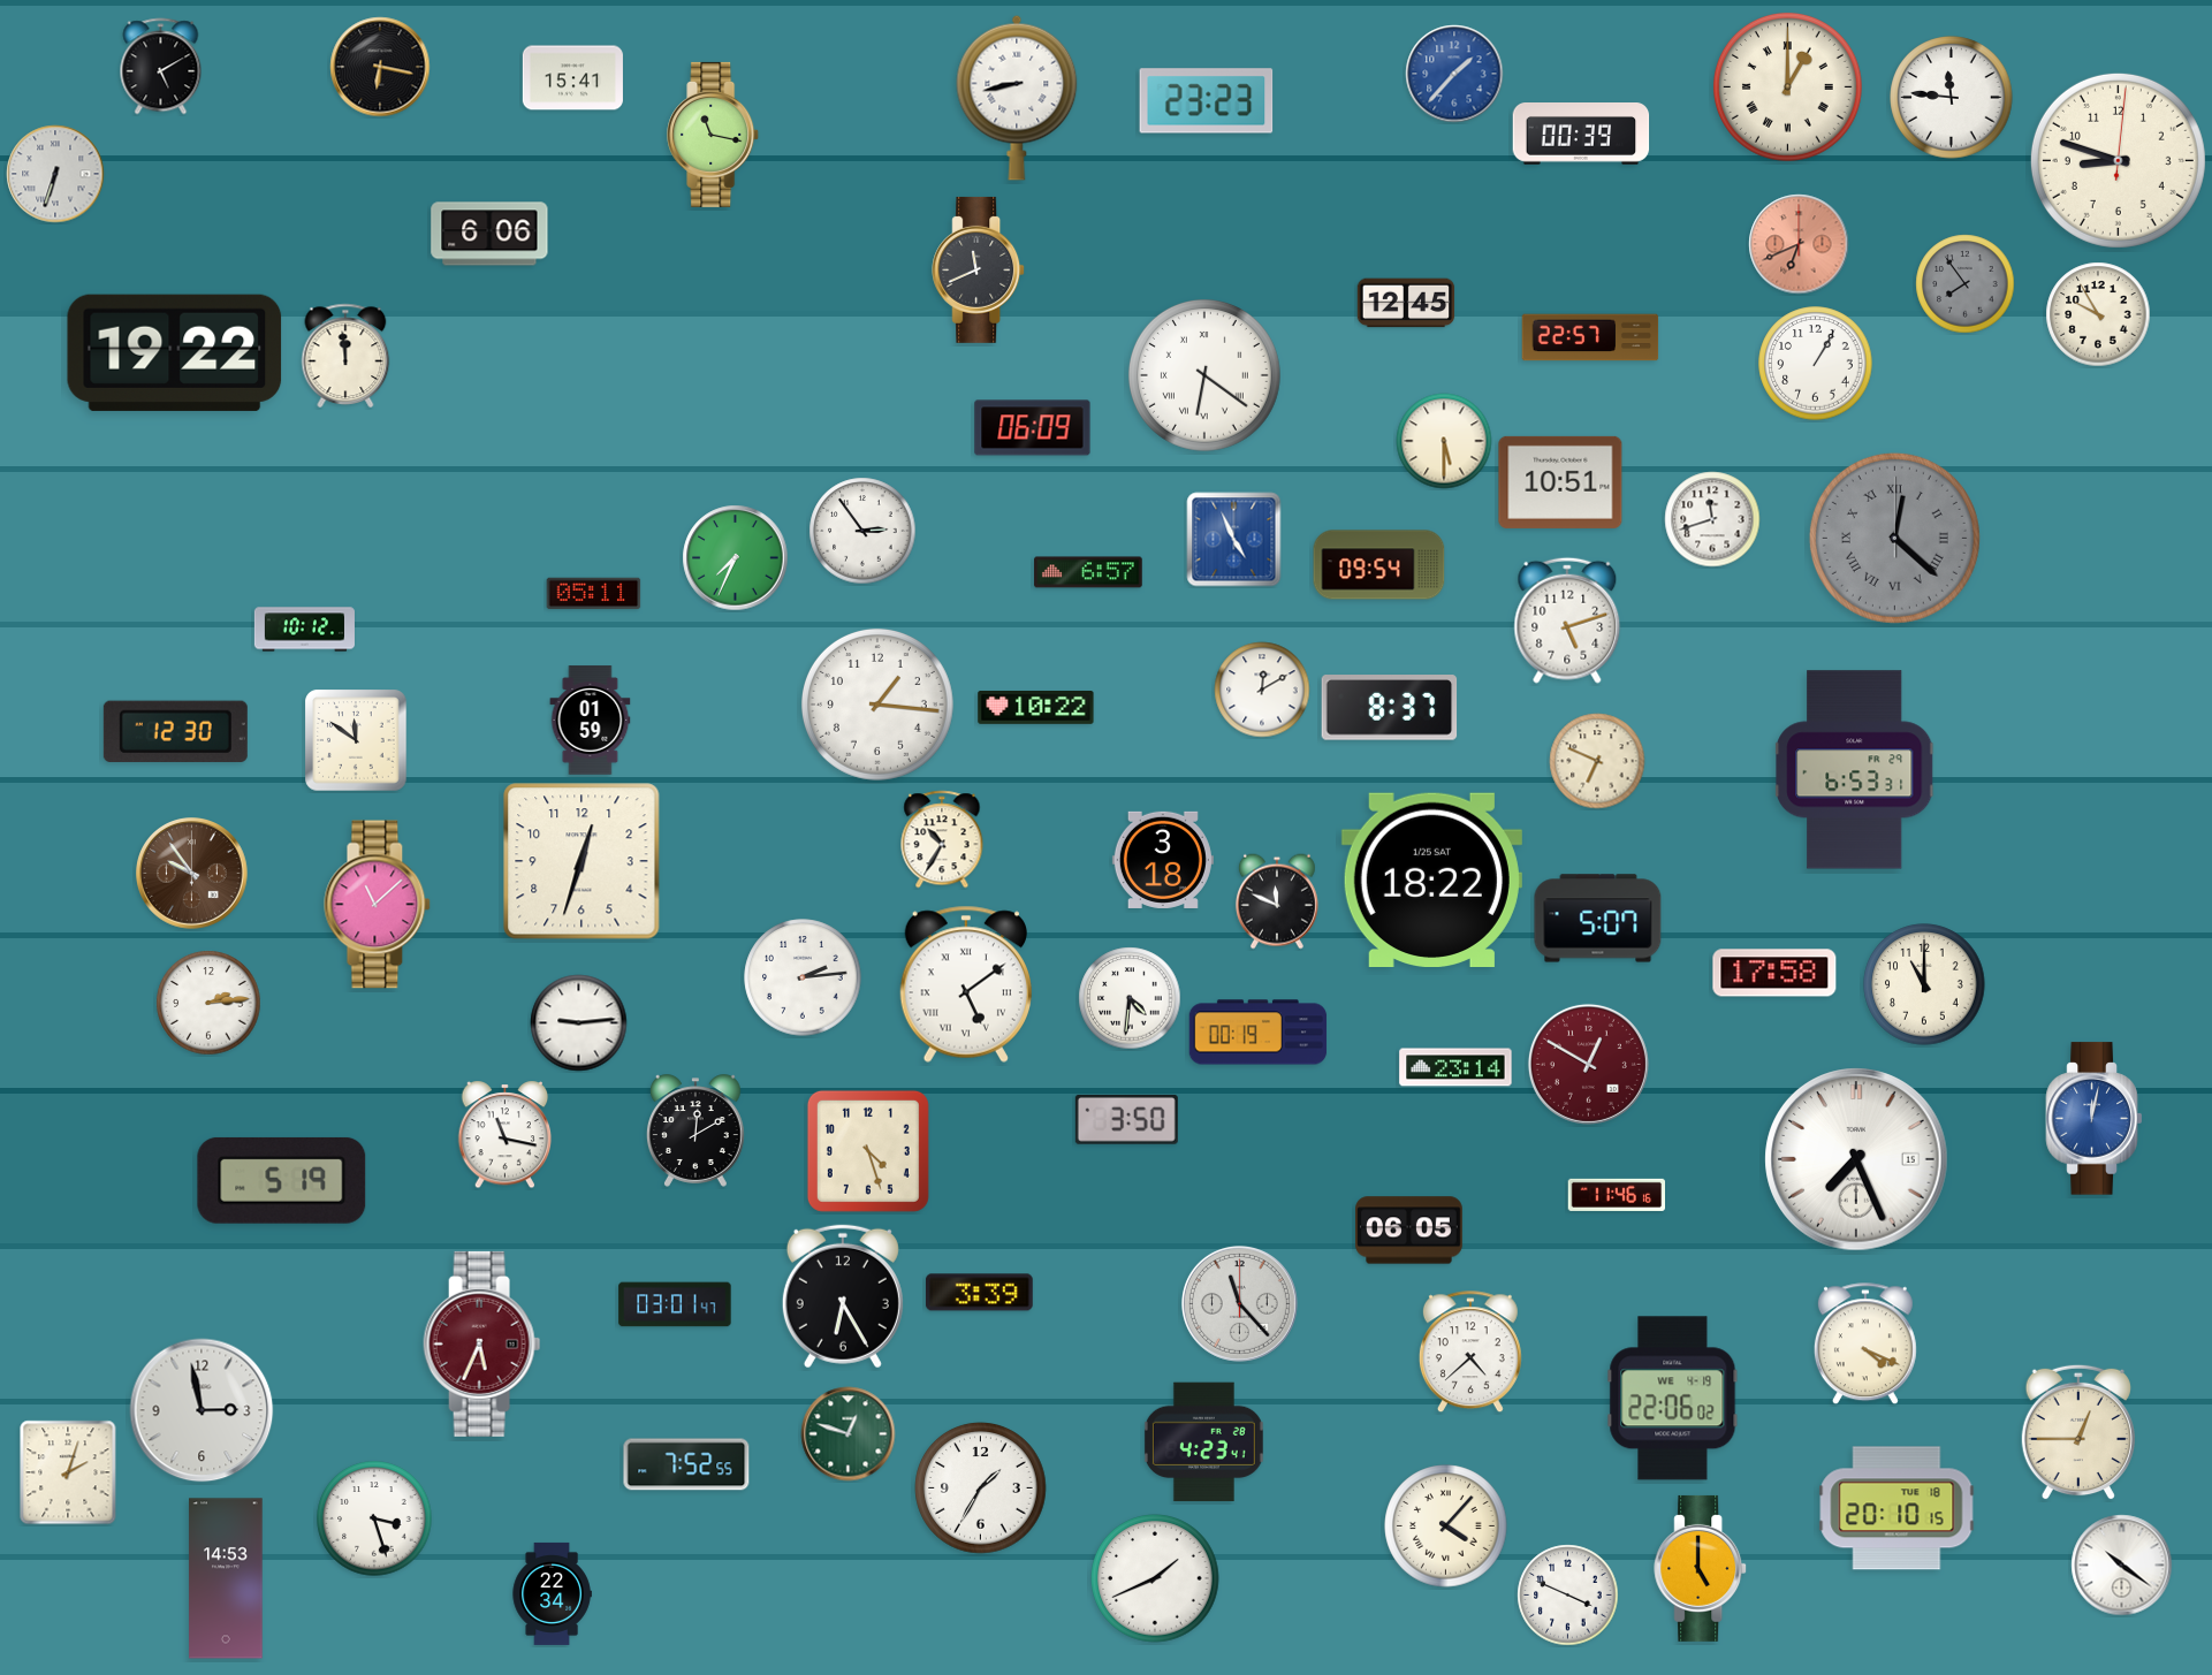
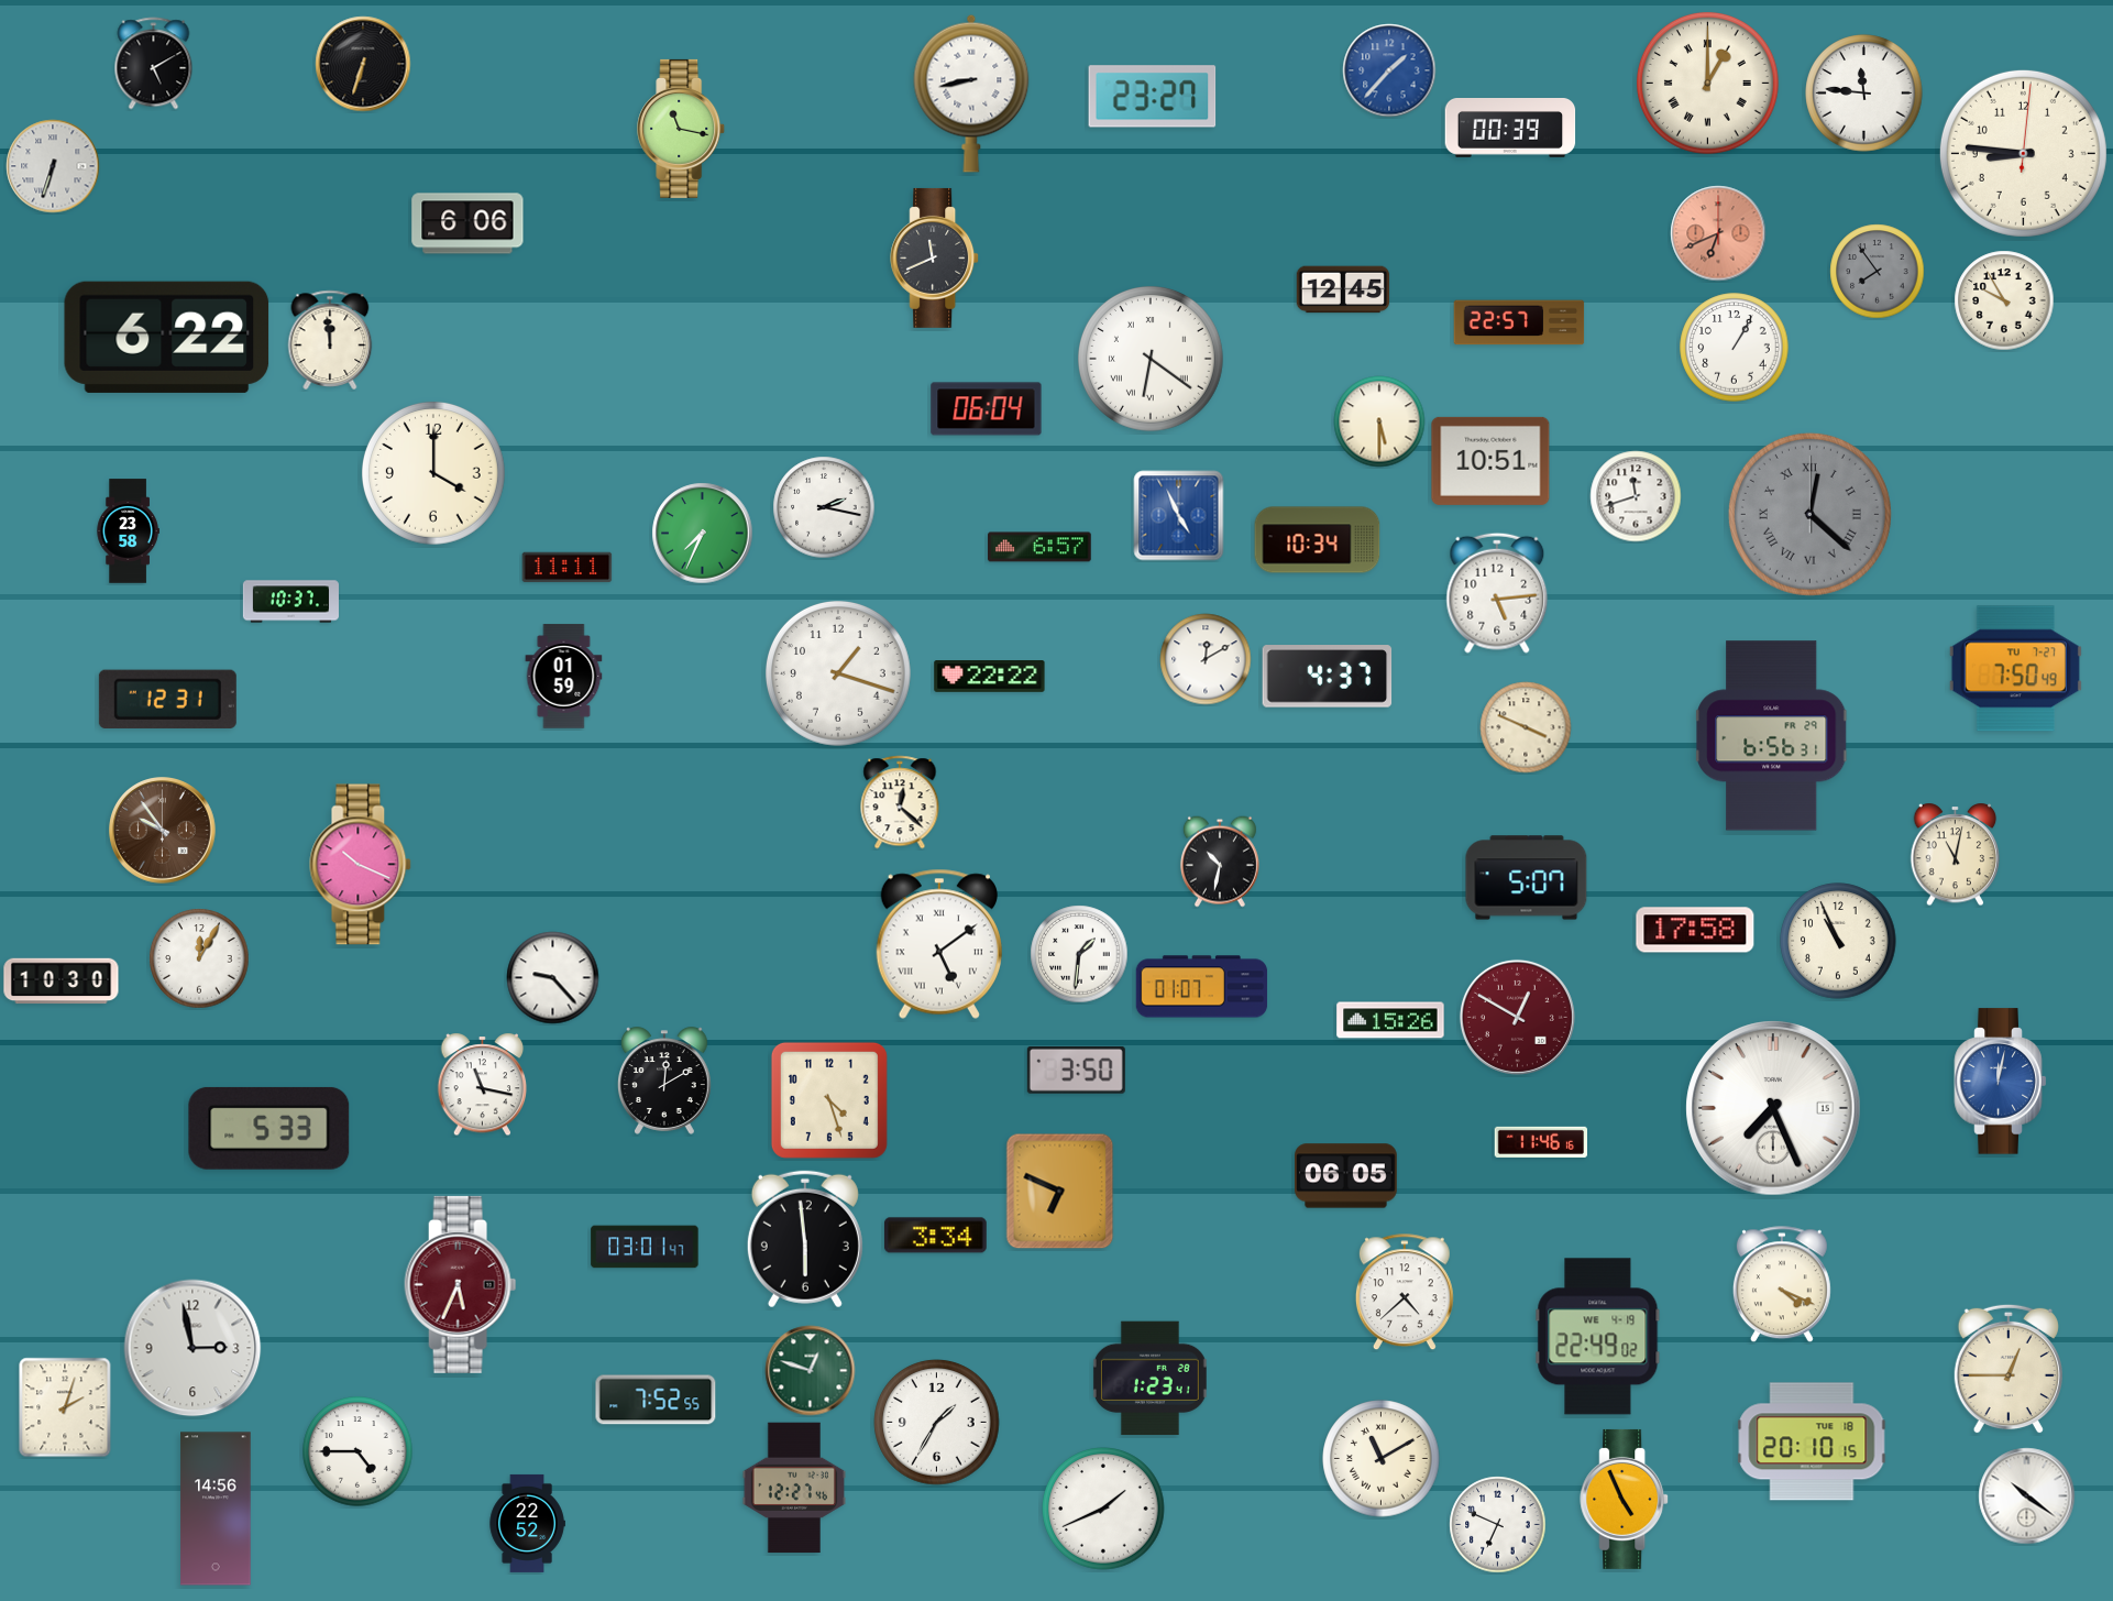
clock at (380, 67): 6:17 -> 6:33
clock at (572, 78): 15:41 -> none
clock at (1207, 101): 23:23 -> 23:27
clock at (2118, 160): 8:48 -> 8:46
clock at (175, 352): 19:22 -> 6:22
clock at (1033, 428): 06:09 -> 06:04
clock at (433, 473): none -> 4:00
clock at (862, 531): 2:54 -> 2:17
clock at (128, 531): none -> 23:58
clock at (1379, 565): 09:54 -> 10:34
clock at (594, 594): 05:11 -> 11:11
clock at (1567, 620): 5:12 -> 5:14
clock at (304, 630): 10:12 -> 10:37
clock at (2015, 669): none -> 7:50
clock at (877, 705): 1:16 -> 1:18
clock at (1036, 708): 10:22 -> 22:22
clock at (1390, 708): 8:37 -> 4:37
clock at (591, 721) position: (591, 721) -> (564, 677)
clock at (175, 731): 12:30 -> 12:31
clock at (356, 740): 11:51 -> none
clock at (1597, 761): 6:49 -> 3:49
clock at (1855, 770): 6:53 -> 6:56
clock at (942, 839): 10:35 -> 12:22
clock at (1163, 860): 3:18 -> none
clock at (581, 861): 12:33 -> none
clock at (192, 874) position: (192, 874) -> (163, 831)
clock at (1431, 880): 18:22 -> none
clock at (1956, 855): none -> 11:02
clock at (1277, 901): 11:49 -> 10:32
clock at (378, 905): 11:08 -> 10:19
clock at (803, 977): 2:14 -> none
clock at (966, 984) position: (966, 984) -> (939, 944)
clock at (1924, 984): 11:00 -> 10:56
clock at (1130, 998): 4:31 -> 1:31
clock at (208, 1003): 2:14 -> 12:05
clock at (579, 1023): 9:14 -> 9:23
clock at (62, 982): none -> 10:30
clock at (1259, 1033): 00:19 -> 01:07
clock at (1455, 1067): 23:14 -> 15:26
clock at (2095, 1119) position: (2095, 1119) -> (2001, 1082)
clock at (282, 1180): 5:19 -> 5:33
clock at (1616, 1195) position: (1616, 1195) -> (1540, 1142)
clock at (1060, 1192): none -> 6:49
clock at (979, 1293): 3:39 -> 3:34
clock at (843, 1296): 6:25 -> 5:59
clock at (1239, 1303): 11:23 -> none
clock at (1673, 1399): 22:06 -> 22:49
clock at (2078, 1432) position: (2078, 1432) -> (2009, 1369)
clock at (1203, 1442): 4:23 -> 1:23
clock at (374, 1518): 3:27 -> 4:45
clock at (1446, 1526): 4:07 -> 11:10
clock at (793, 1488): none -> 12:27
clock at (1701, 1568): 5:00 -> 4:56
clock at (226, 1578): 14:53 -> 14:56
clock at (552, 1593): 22:34 -> 22:52
clock at (1568, 1596): 3:49 -> 6:49
